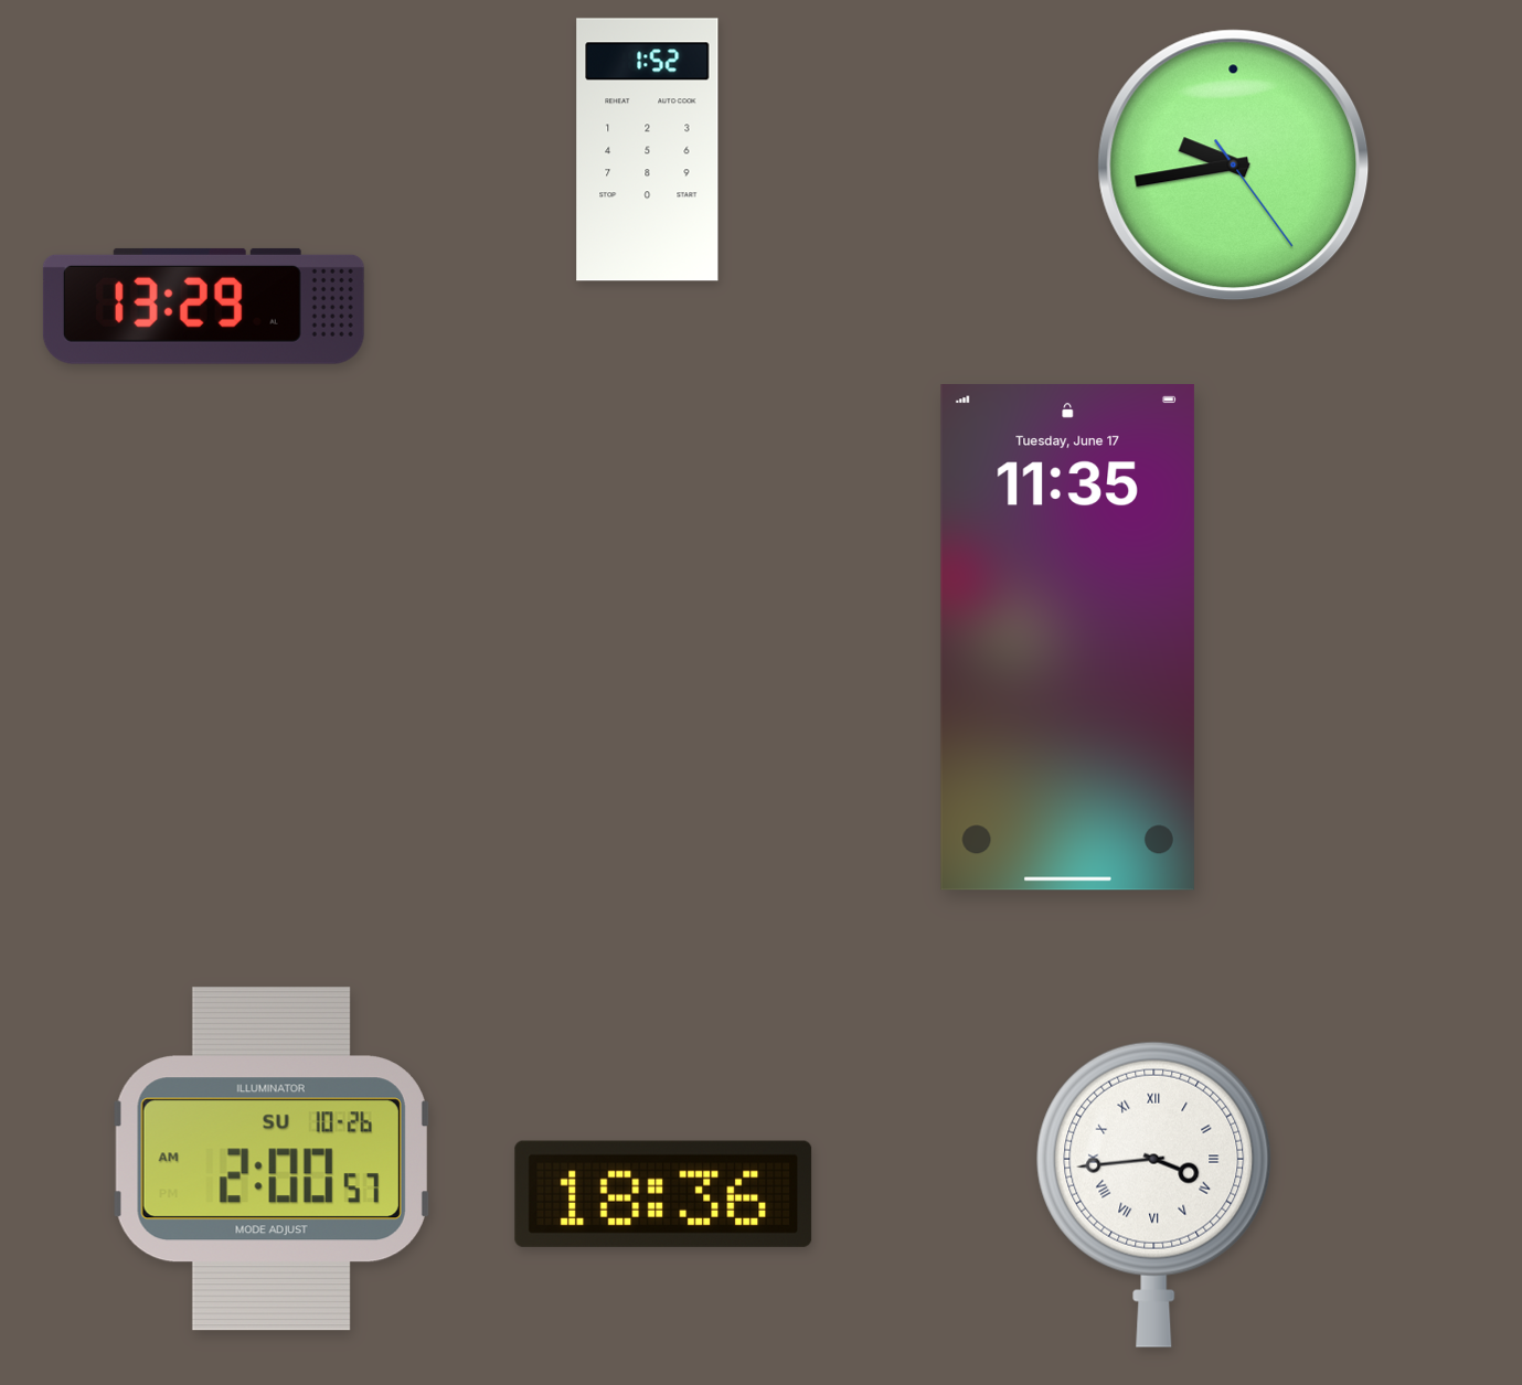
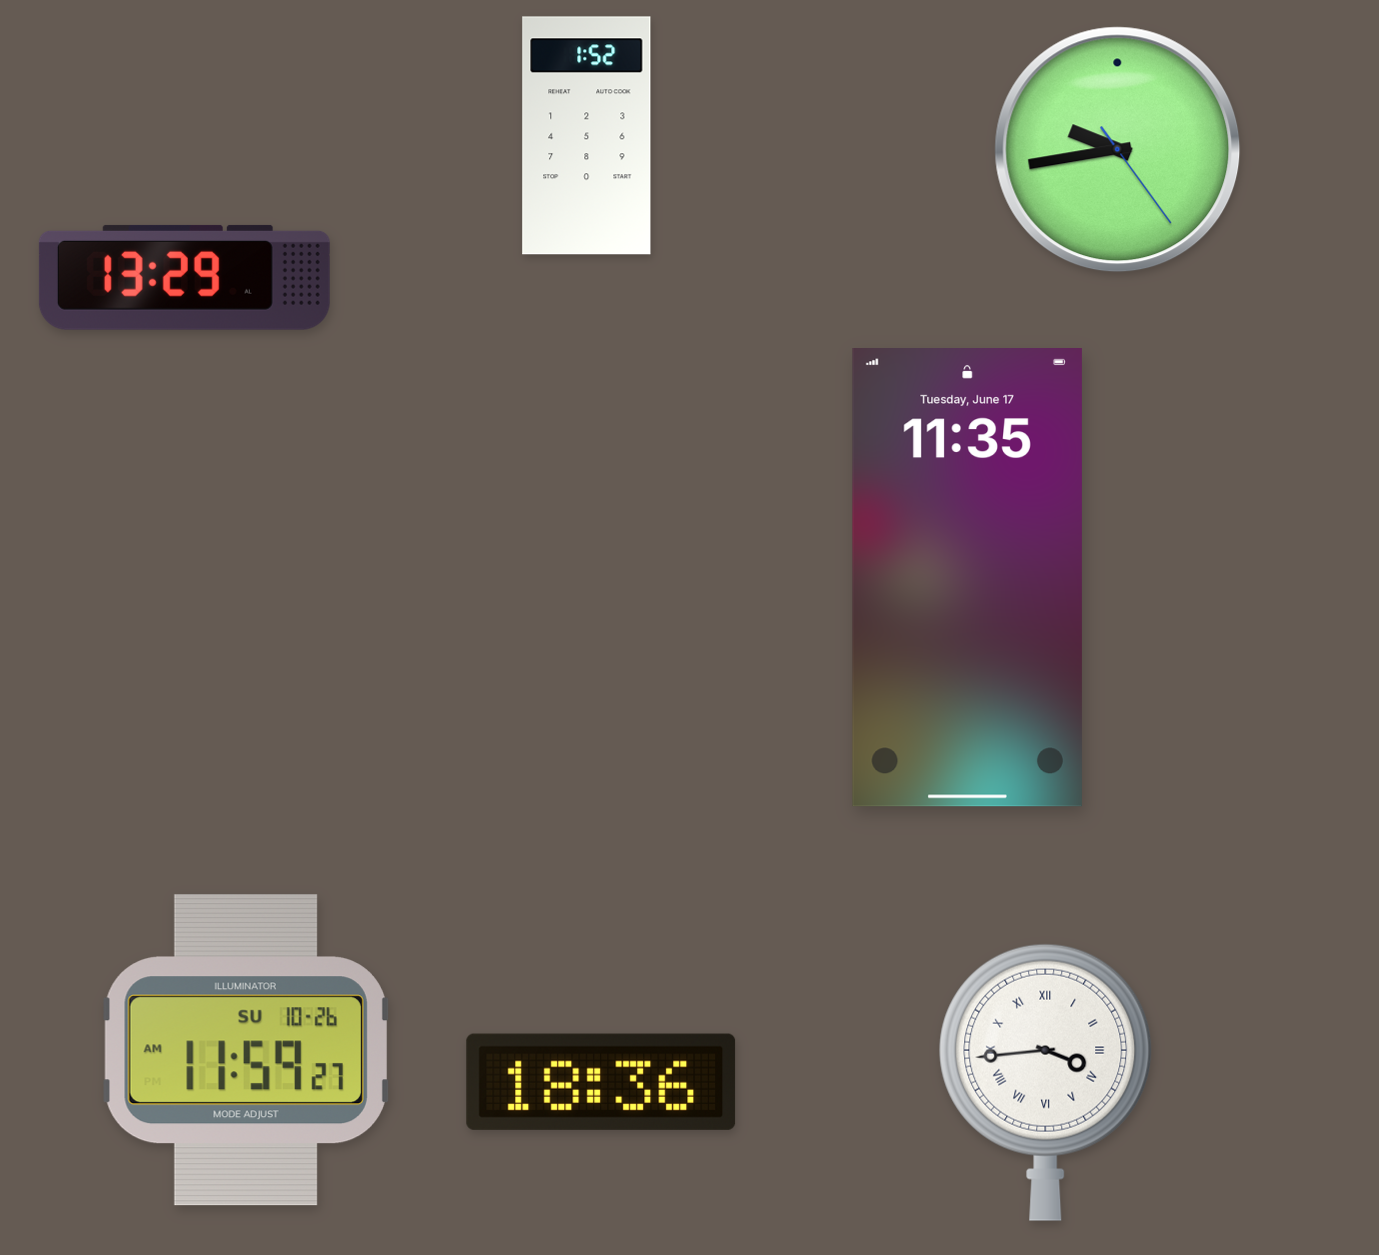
clock at (272, 1159): 2:00 -> 11:59
